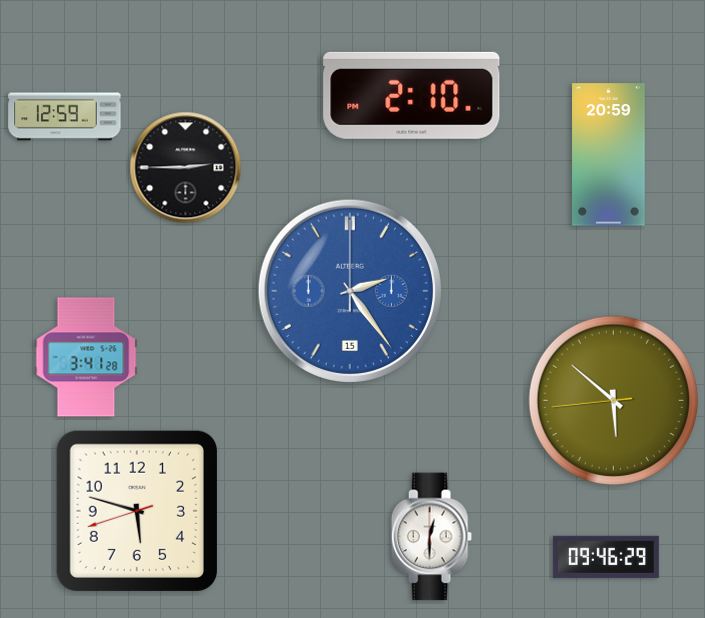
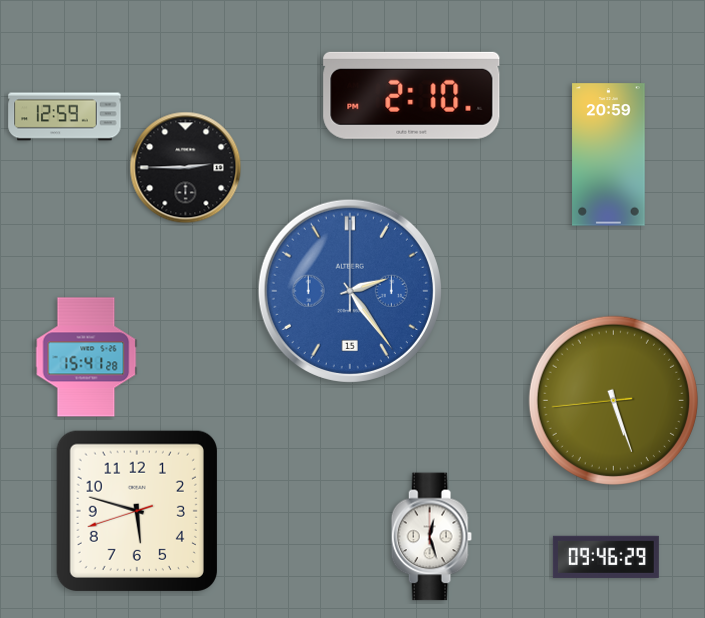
clock at (86, 357): 3:41 -> 15:41
clock at (613, 400): 5:51 -> 5:26
clock at (431, 537): 12:30 -> 12:27
